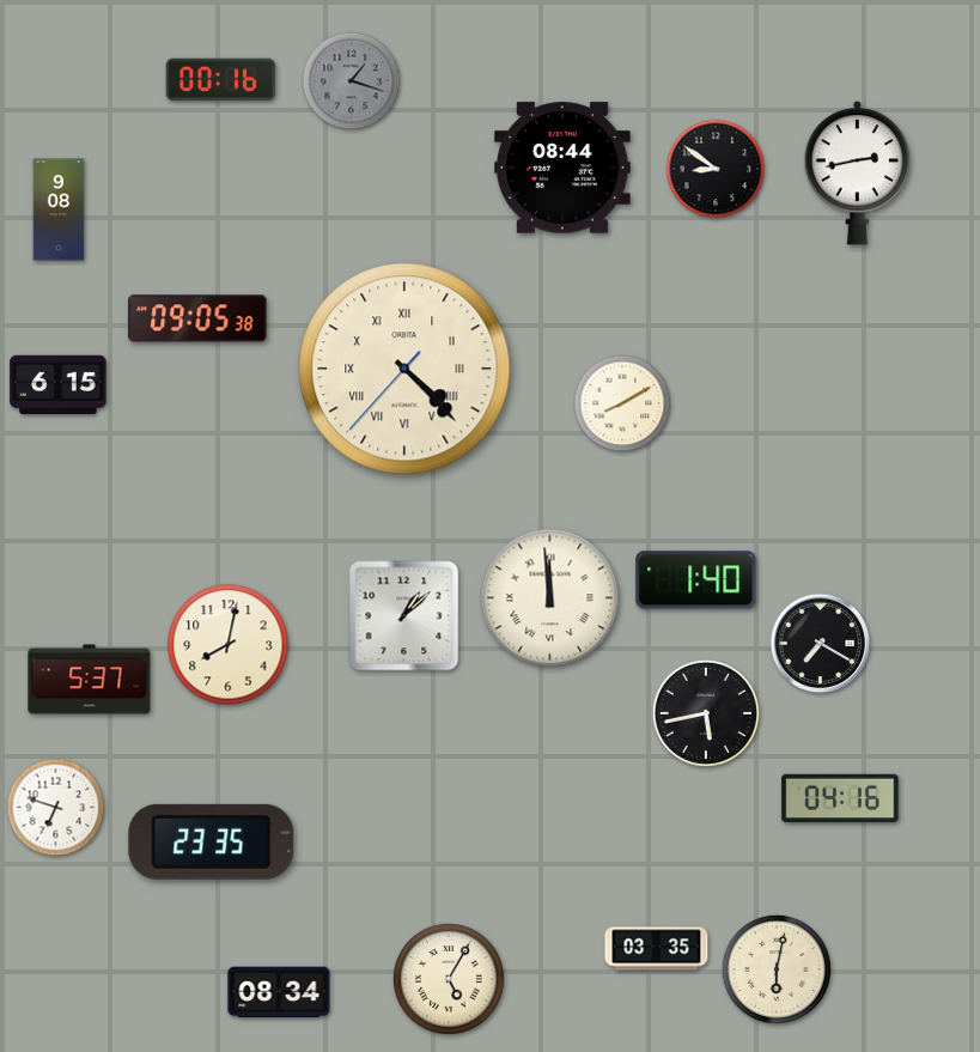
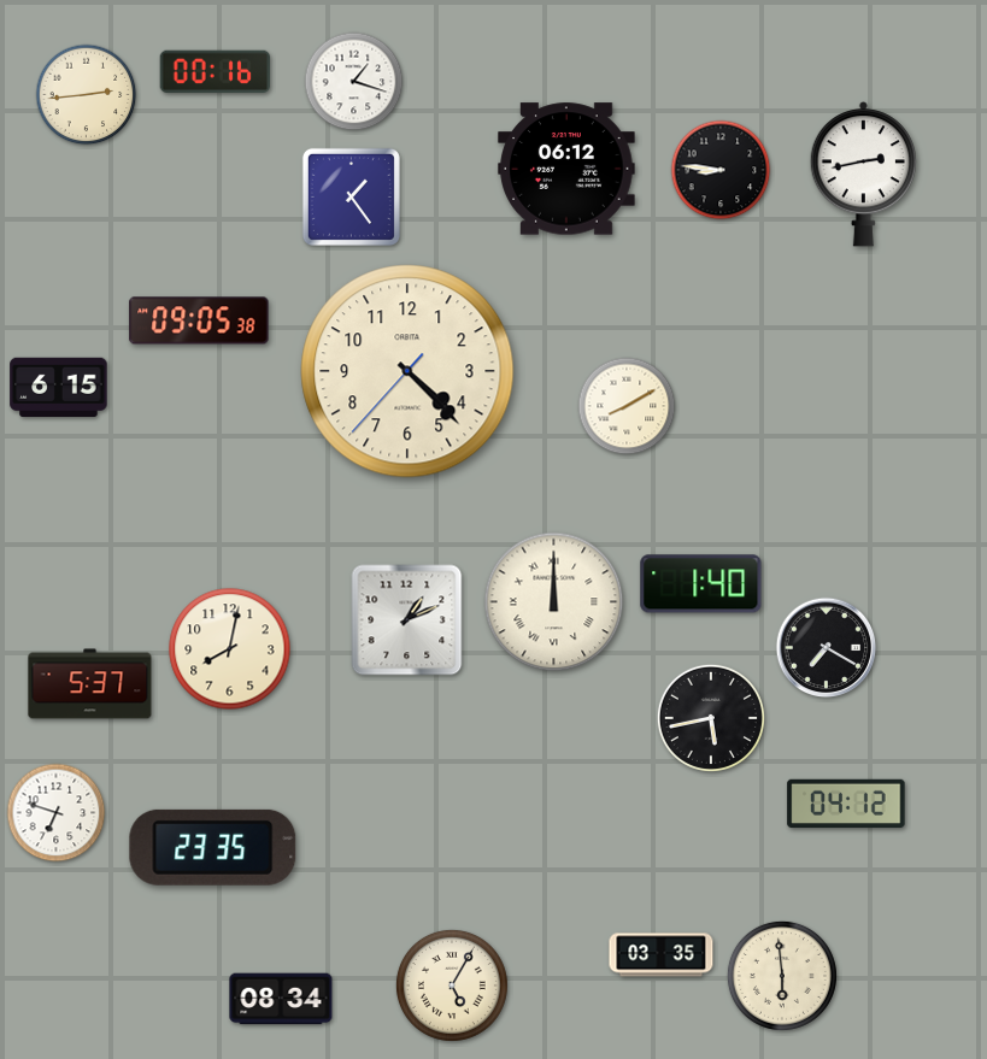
clock at (220, 79) position: (220, 79) -> (215, 71)
clock at (352, 81) dial: grey -> white
clock at (87, 95): none -> 2:44
clock at (562, 168): 08:44 -> 06:12
clock at (716, 169): 8:51 -> 8:46
clock at (351, 196): none -> 1:24
clock at (59, 209): 9:08 -> none
clock at (404, 369) numerals: Roman -> Arabic
clock at (550, 598): 11:59 -> 12:00
clock at (404, 616): 1:08 -> 1:11
clock at (840, 798): 04:16 -> 04:12
clock at (777, 969): 6:02 -> 5:59
